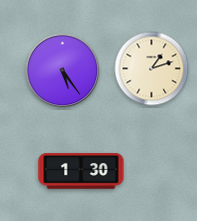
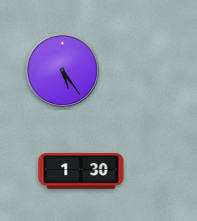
clock at (152, 69): 1:12 -> none
